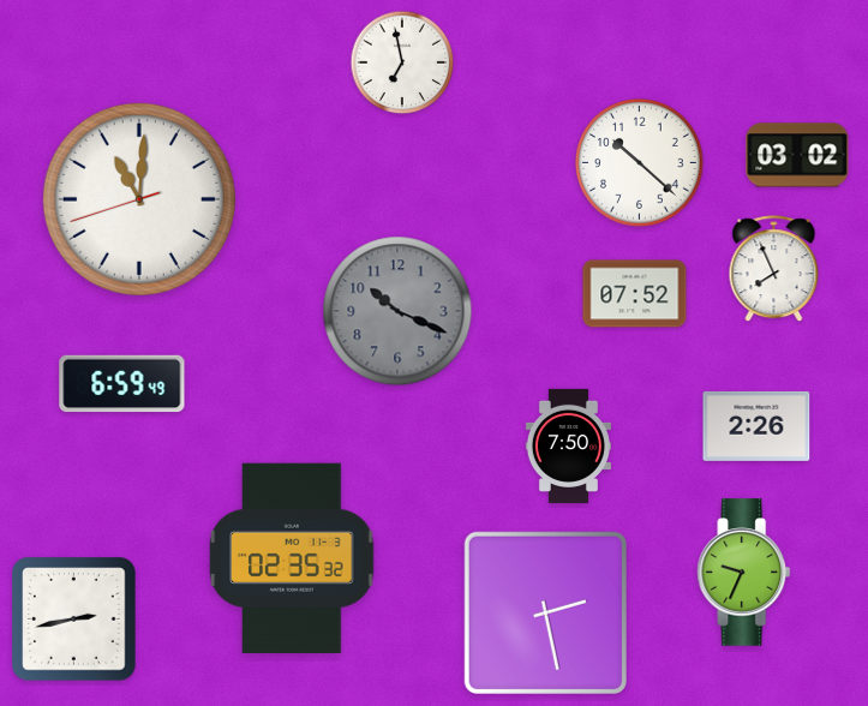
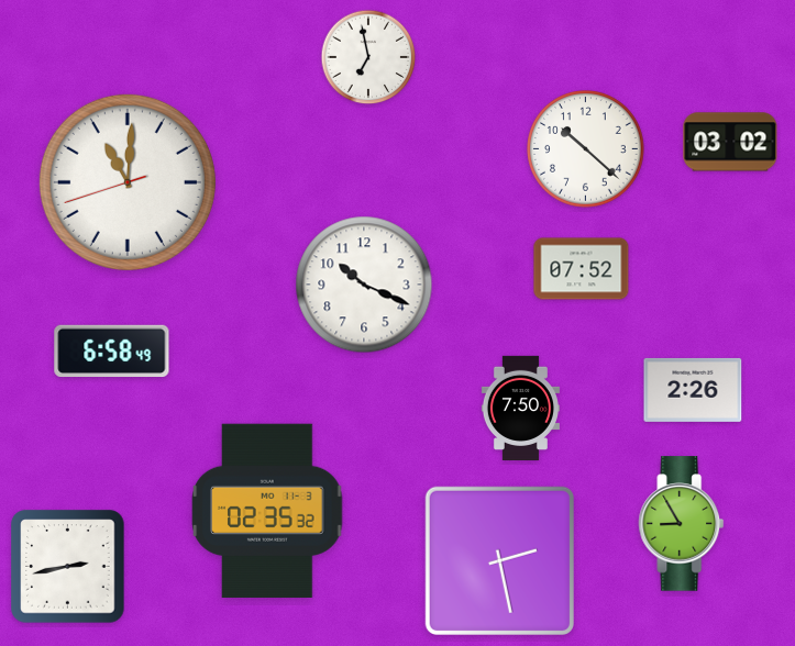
clock at (774, 269): 7:56 -> none
clock at (397, 311) dial: grey -> white
clock at (122, 384): 6:59 -> 6:58
clock at (744, 573): 9:34 -> 8:55
